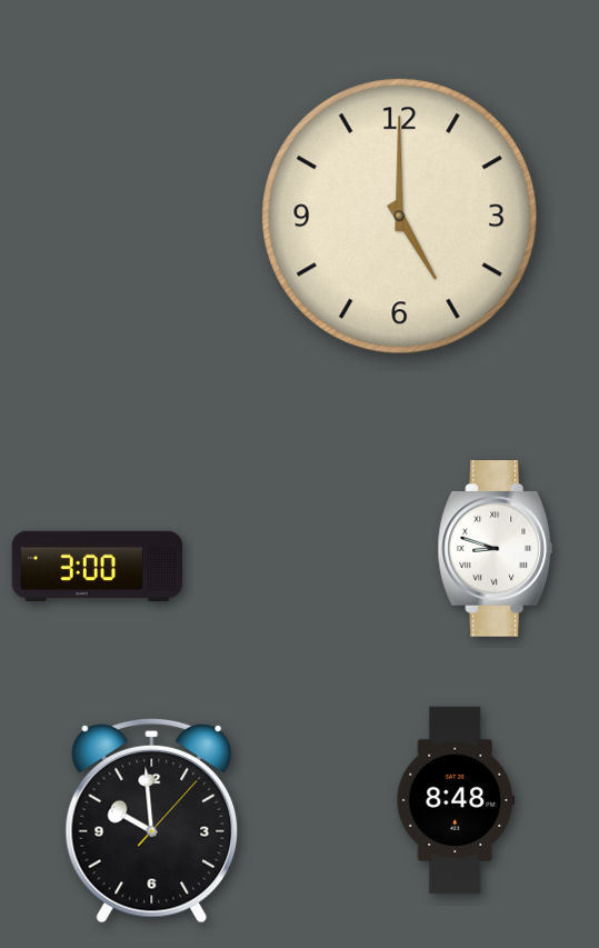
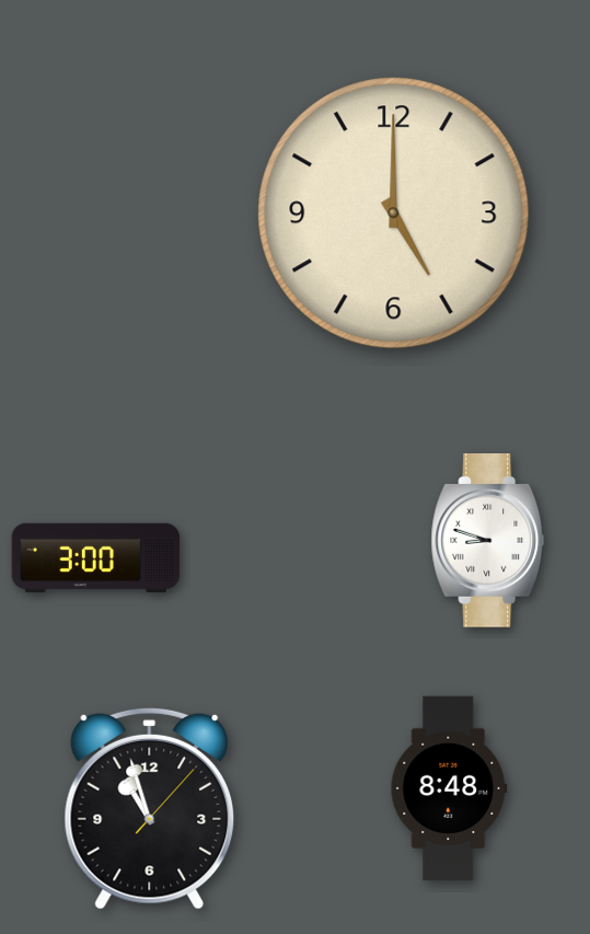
clock at (152, 820): 9:59 -> 10:57
